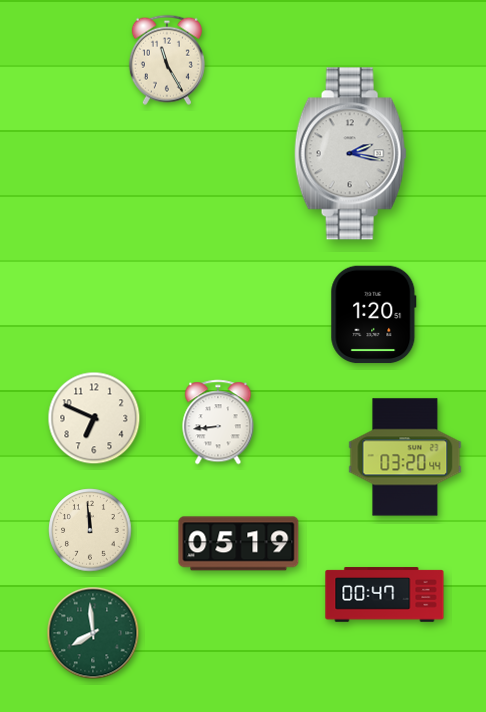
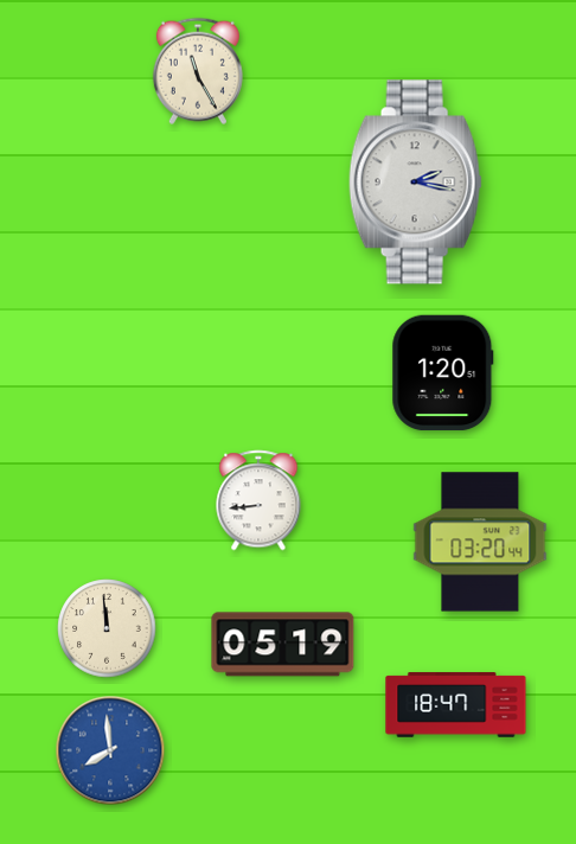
clock at (94, 418): 6:49 -> none
clock at (385, 595): 00:47 -> 18:47
clock at (93, 633) dial: green -> blue
